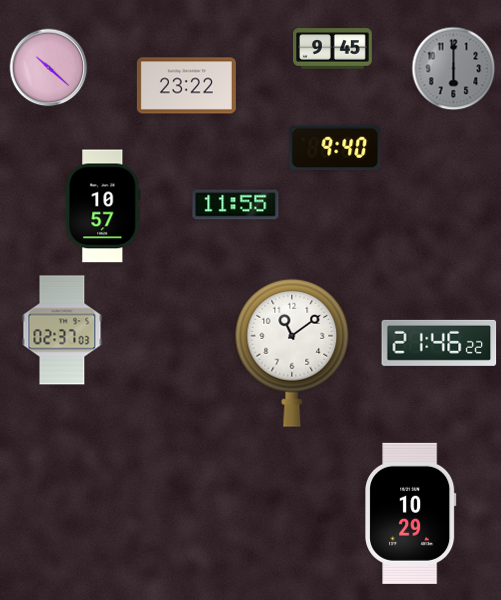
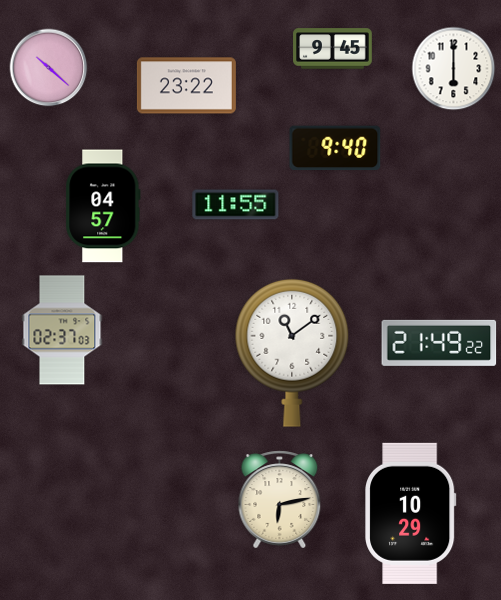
clock at (454, 69) dial: grey -> white
clock at (103, 206): 10:57 -> 04:57
clock at (439, 343): 21:46 -> 21:49
clock at (280, 500): none -> 6:13
